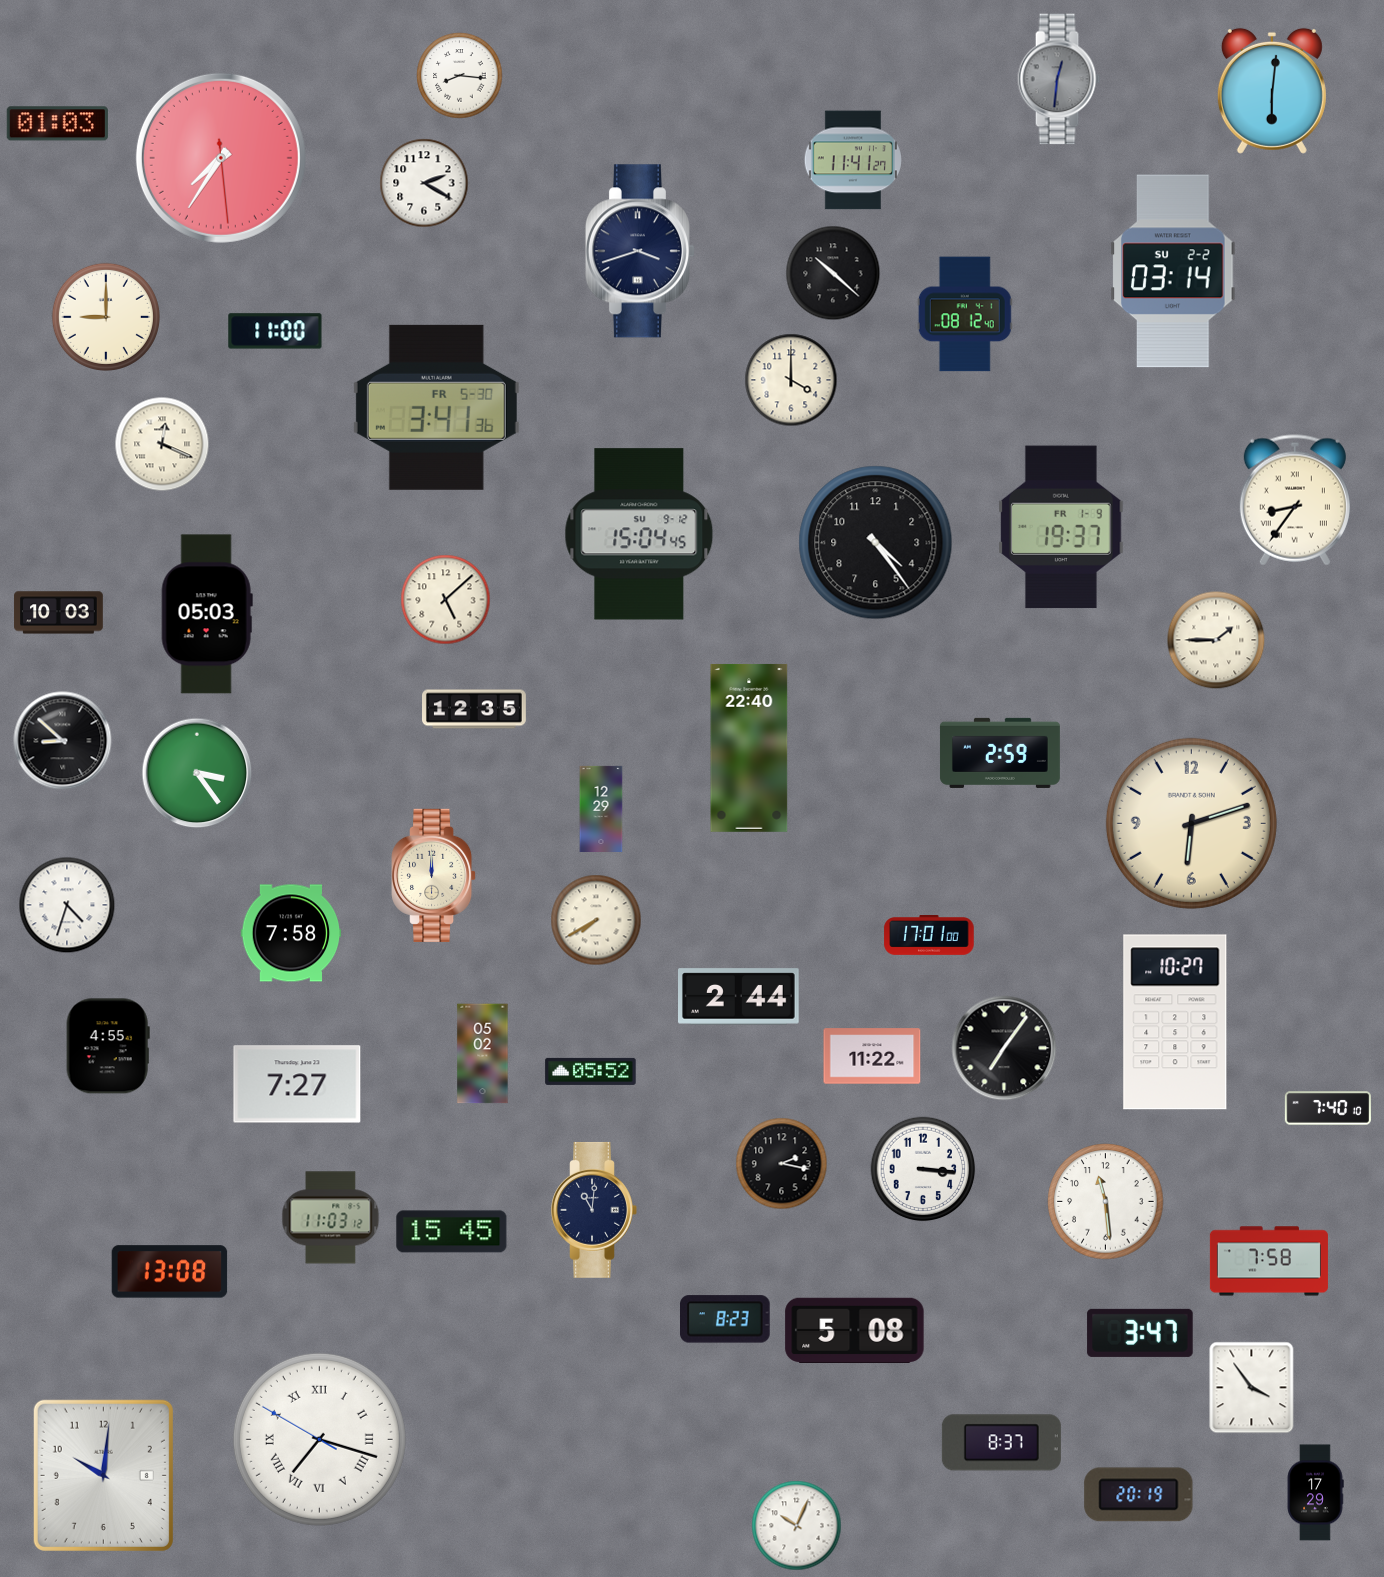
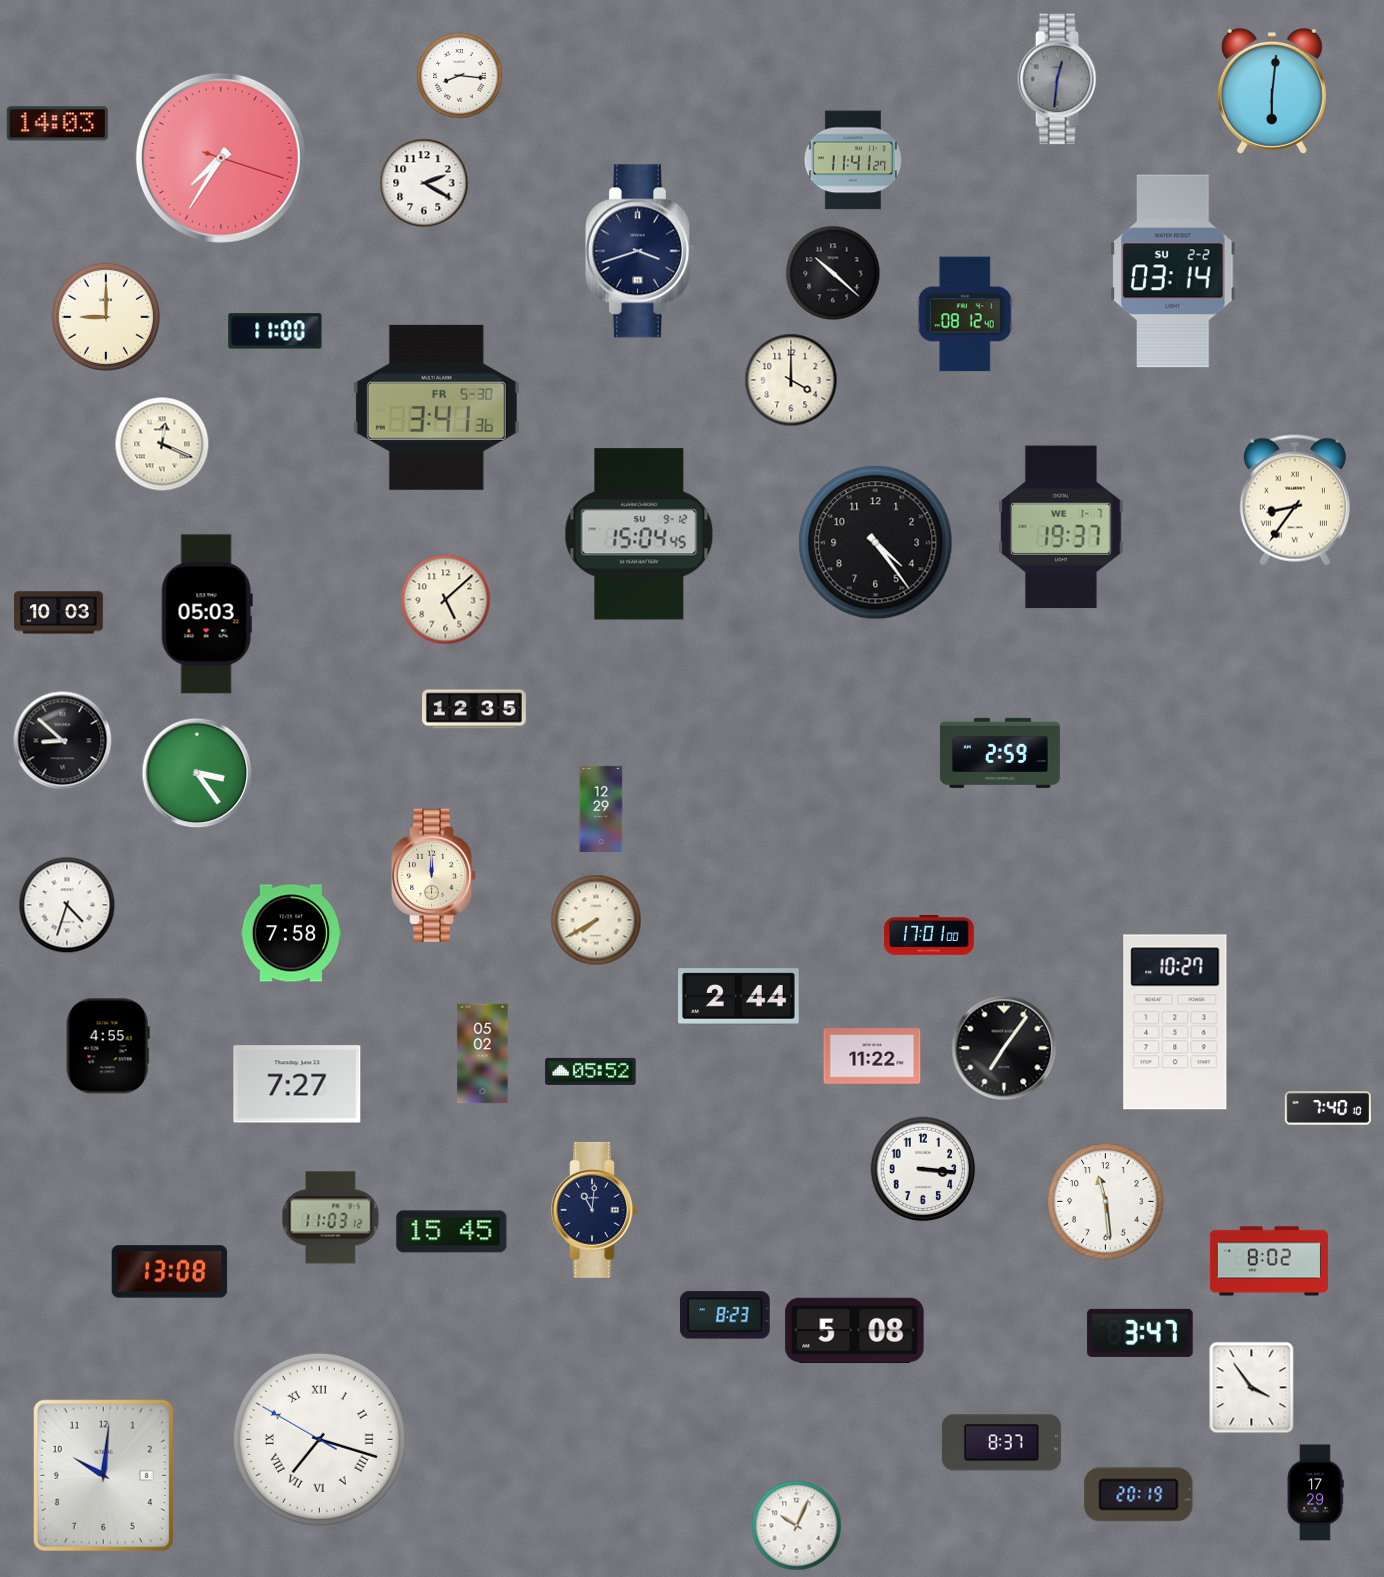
clock at (57, 124): 01:03 -> 14:03
clock at (221, 158): 7:35:29 -> 7:35:18
clock at (1061, 527) date: FR 1-9 -> WE 1-7
clock at (1216, 640): 1:45 -> none
clock at (749, 748): 22:40 -> none
clock at (1191, 823): 6:12 -> none
clock at (782, 1164): 2:17 -> none
clock at (1269, 1261): 7:58 -> 8:02
clock at (726, 1319) position: (726, 1319) -> (726, 1315)
